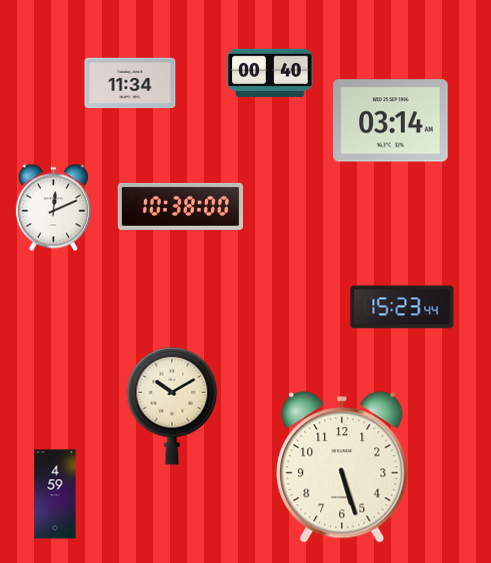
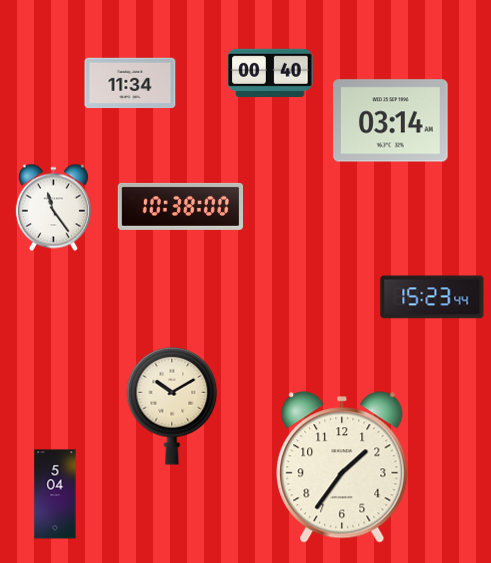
clock at (53, 208): 12:11 -> 11:24
clock at (402, 307) position: (402, 307) -> (432, 297)
clock at (342, 467): 5:27 -> 1:36
clock at (55, 494): 4:59 -> 5:04
